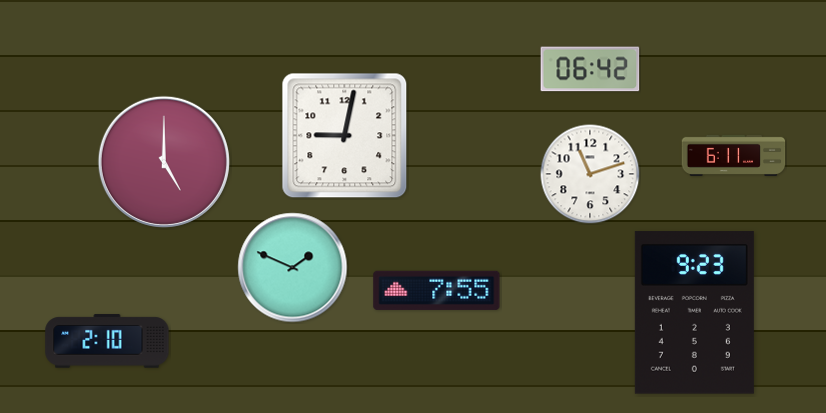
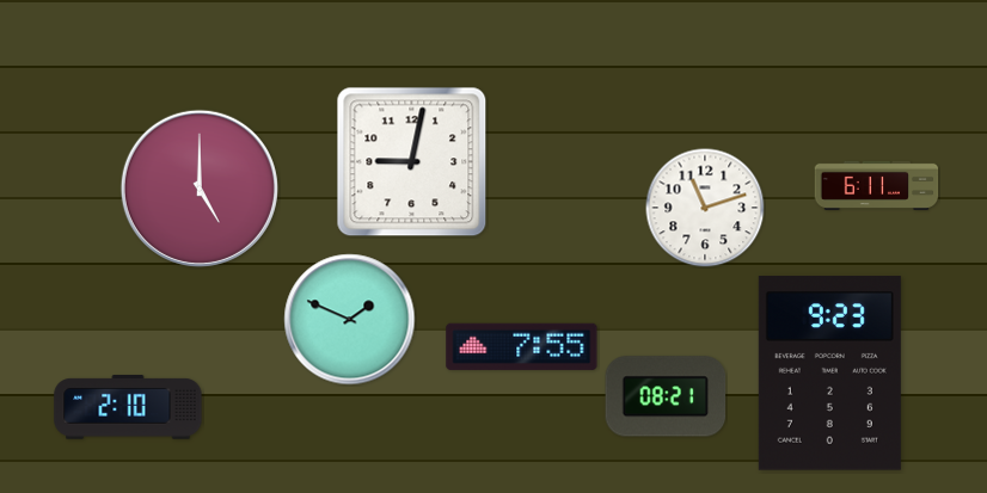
clock at (590, 69): 06:42 -> none
clock at (164, 162) position: (164, 162) -> (200, 189)
clock at (666, 396): none -> 08:21
